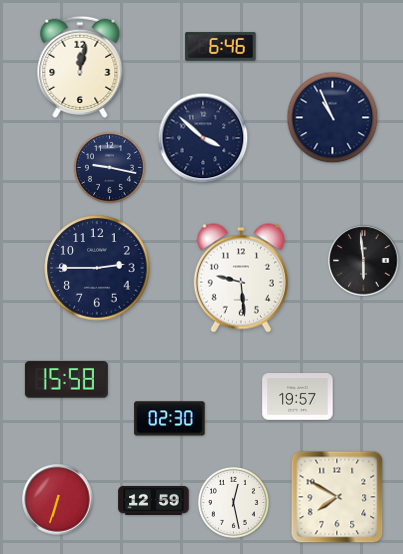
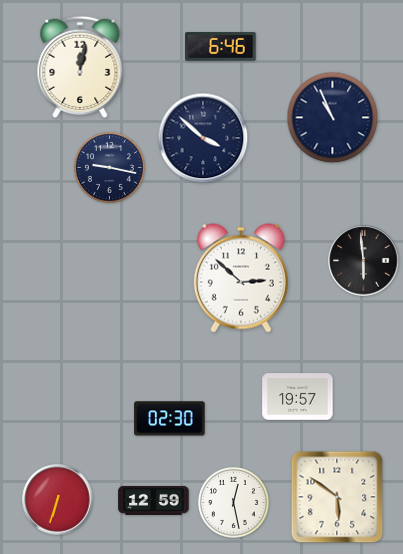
clock at (97, 268): 2:45 -> none
clock at (241, 278): 9:29 -> 2:52
clock at (66, 380): 15:58 -> none
clock at (337, 497): 7:50 -> 5:51
